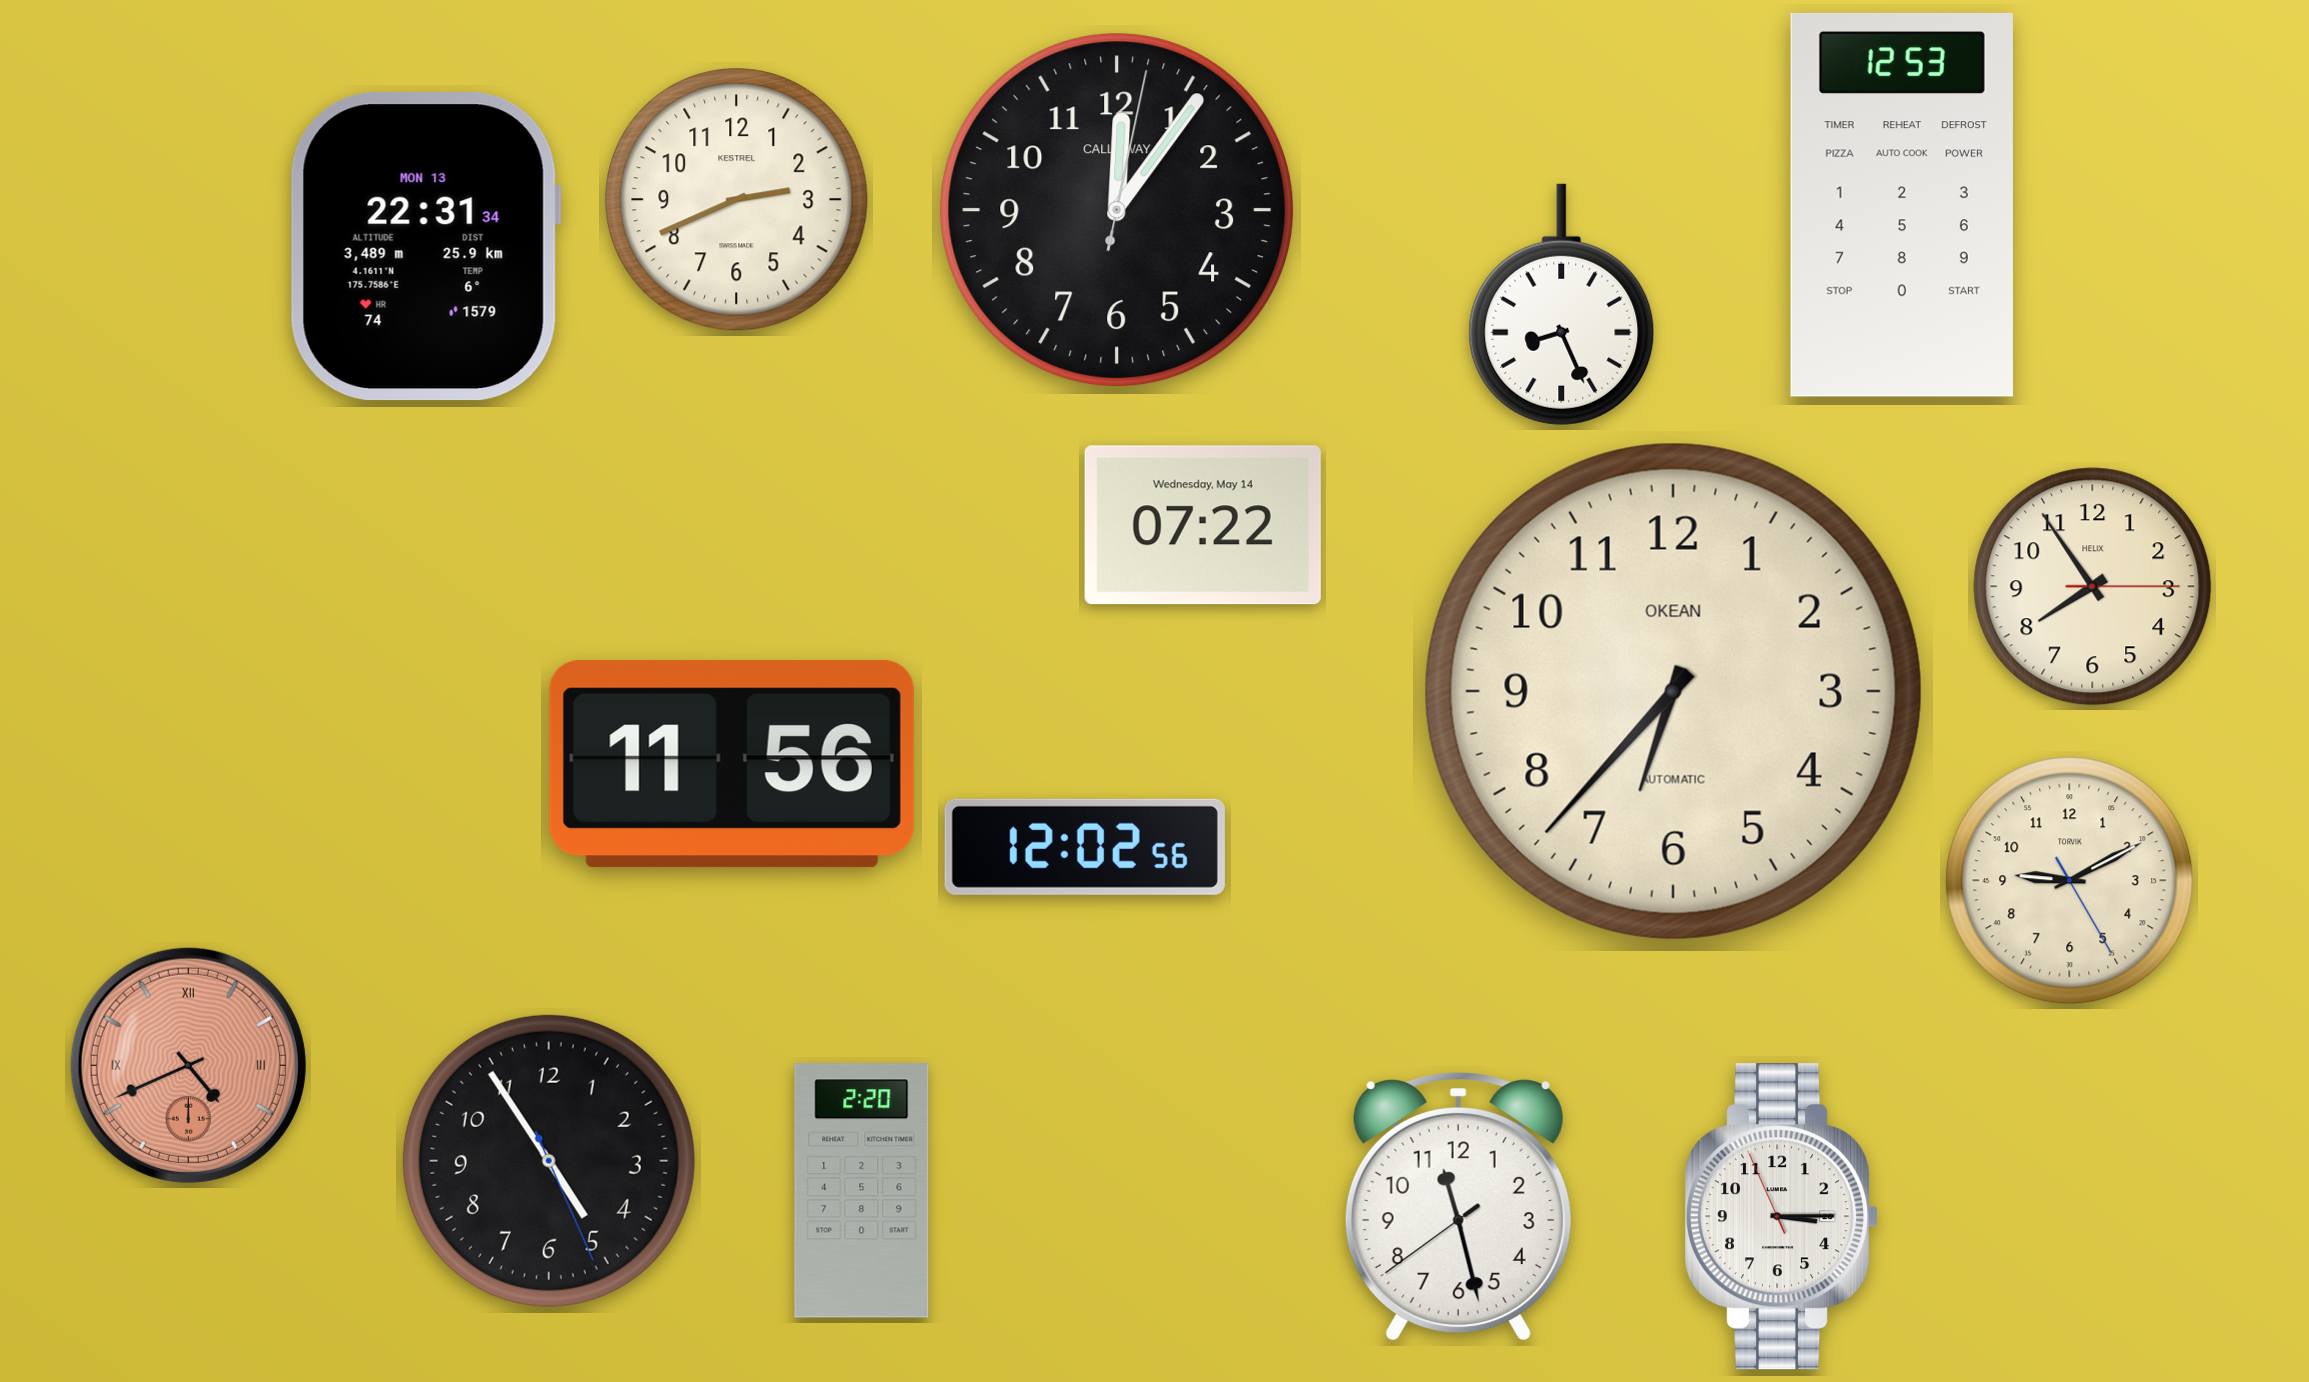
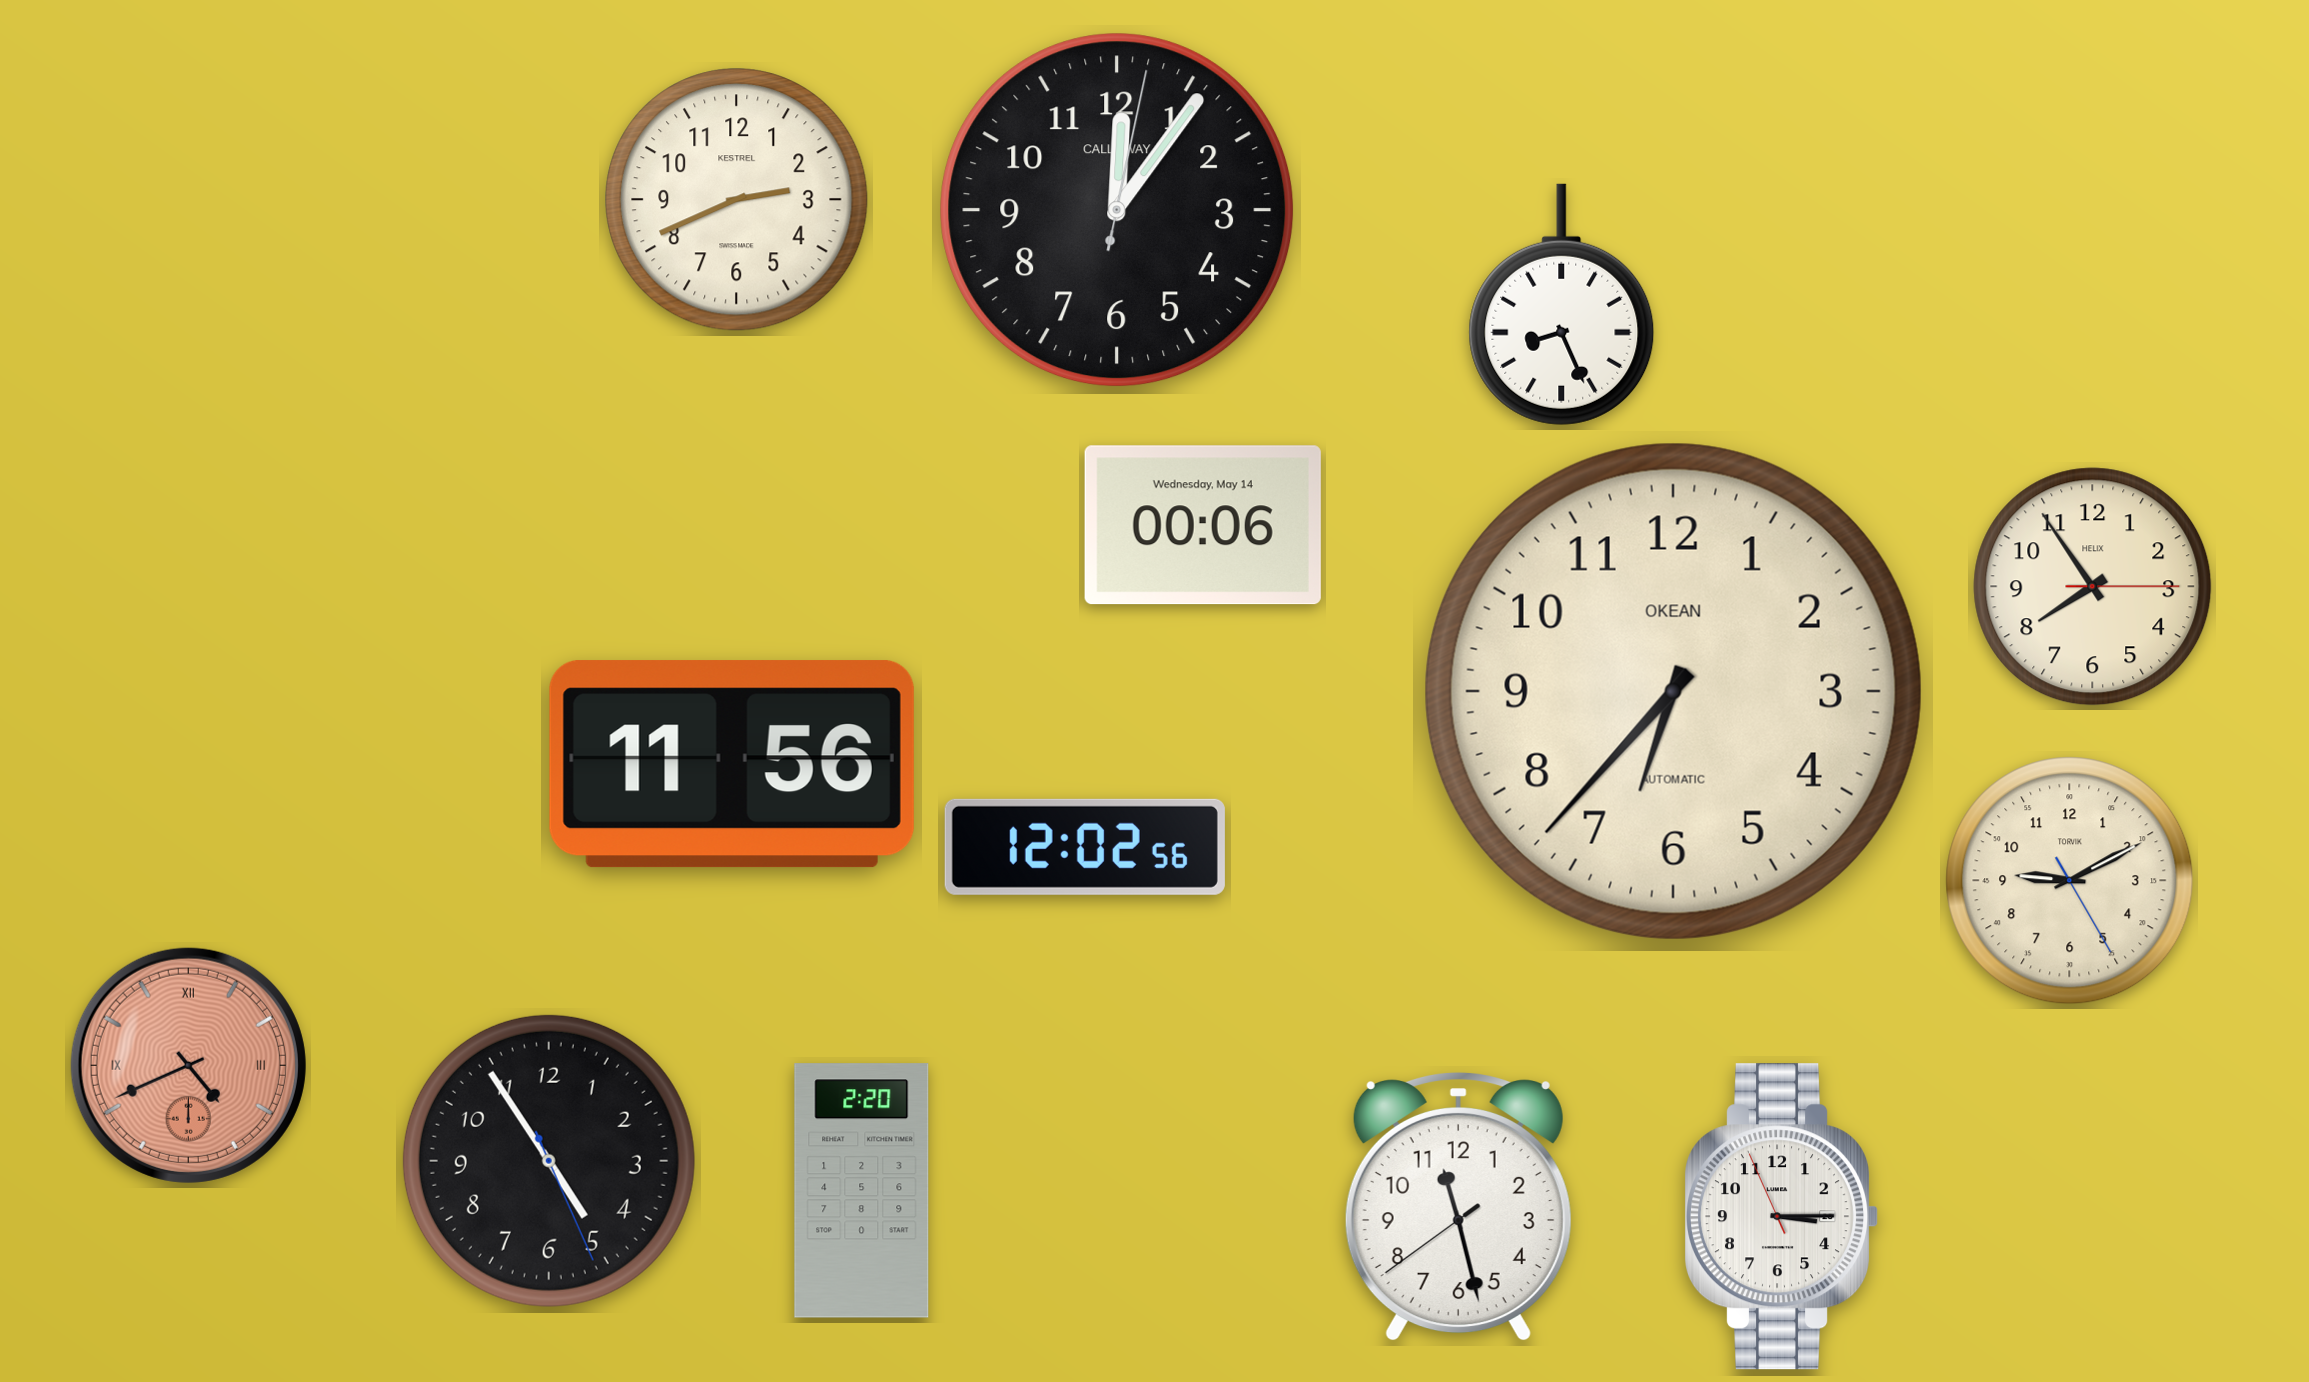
clock at (1902, 205): 12:53 -> none
clock at (425, 247): 22:31 -> none
clock at (1203, 525): 07:22 -> 00:06
